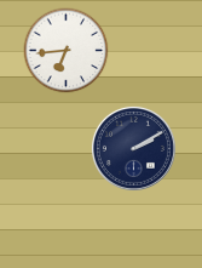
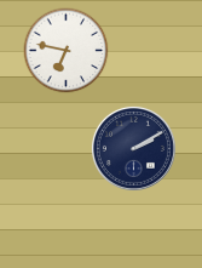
clock at (67, 51): 6:44 -> 6:47
